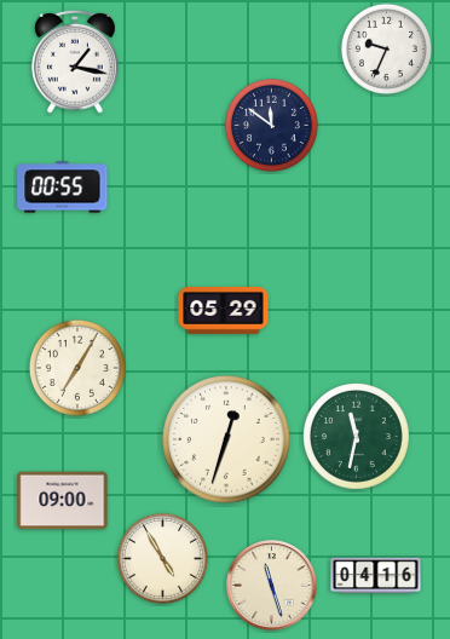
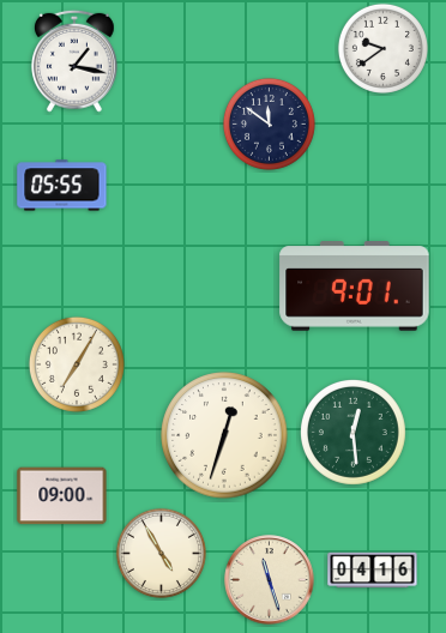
clock at (386, 48): 9:34 -> 9:39
clock at (63, 188): 00:55 -> 05:55
clock at (355, 287): none -> 9:01
clock at (224, 310): 05:29 -> none
clock at (357, 437): 11:32 -> 12:29
